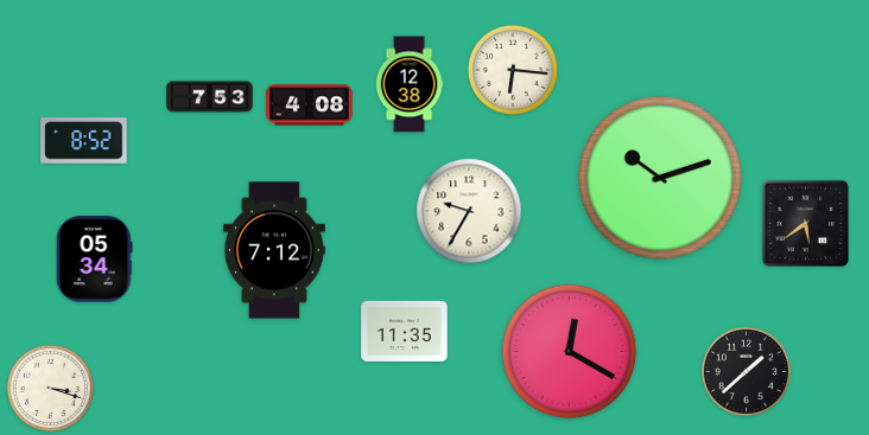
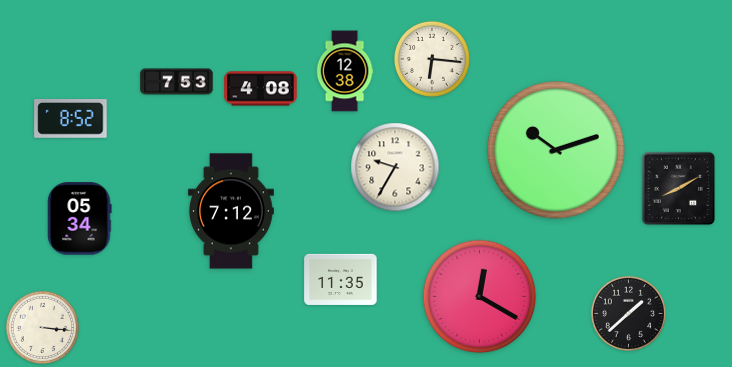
clock at (469, 211) position: (469, 211) -> (395, 167)
clock at (806, 224): 5:39 -> 8:10
clock at (50, 388): 3:18 -> 3:16
